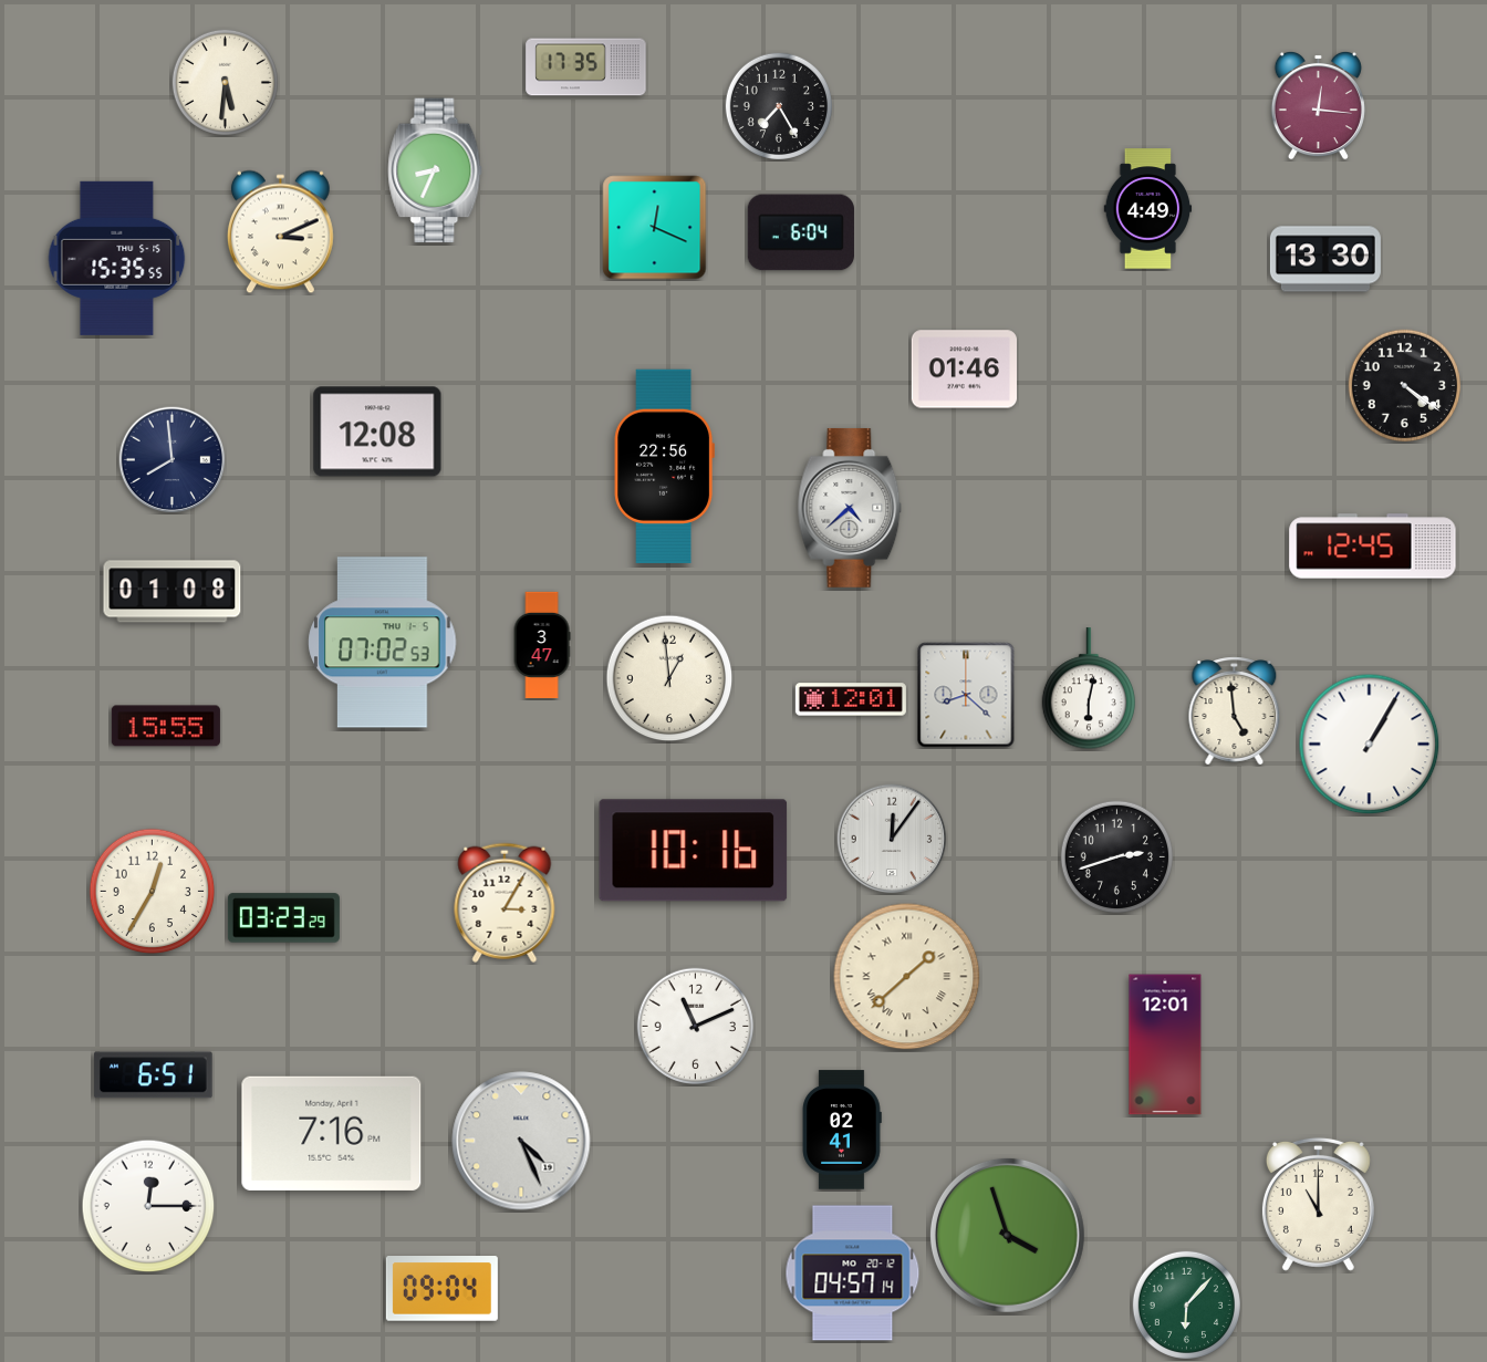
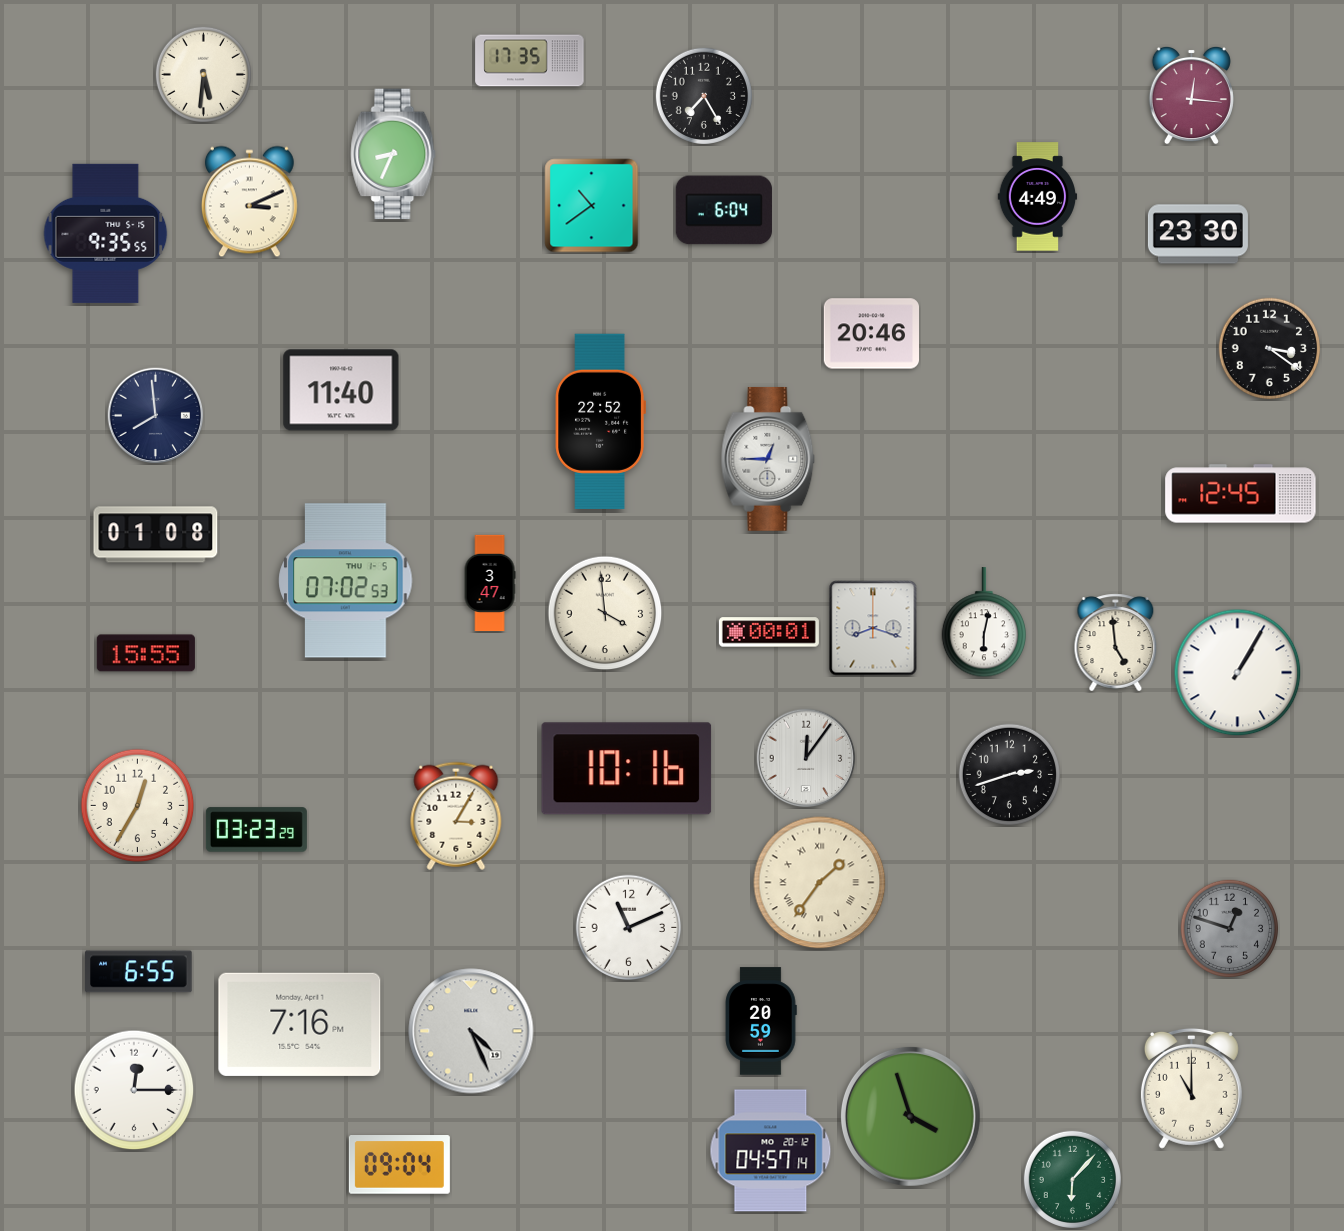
clock at (1148, 209) position: (1148, 209) -> (1038, 197)
clock at (655, 228): 12:19 -> 10:39
clock at (280, 232) position: (280, 232) -> (249, 202)
clock at (117, 258): 15:35 -> 9:35
clock at (1325, 259): 13:30 -> 23:30
clock at (964, 370): 01:46 -> 20:46
clock at (1404, 385): 4:21 -> 3:21
clock at (377, 432): 12:08 -> 11:40
clock at (664, 466): 22:56 -> 22:52
clock at (850, 508): 4:38 -> 12:45
clock at (669, 678): 12:59 -> 3:59
clock at (966, 695): 8:22 -> 8:18
clock at (851, 699): 12:01 -> 00:01
clock at (166, 726) position: (166, 726) -> (146, 653)
clock at (907, 977): 1:38 -> 1:36
clock at (1229, 928): none -> 12:48
clock at (1165, 1044): 12:01 -> none
clock at (154, 1075): 6:51 -> 6:55
clock at (842, 1130): 02:41 -> 20:59
